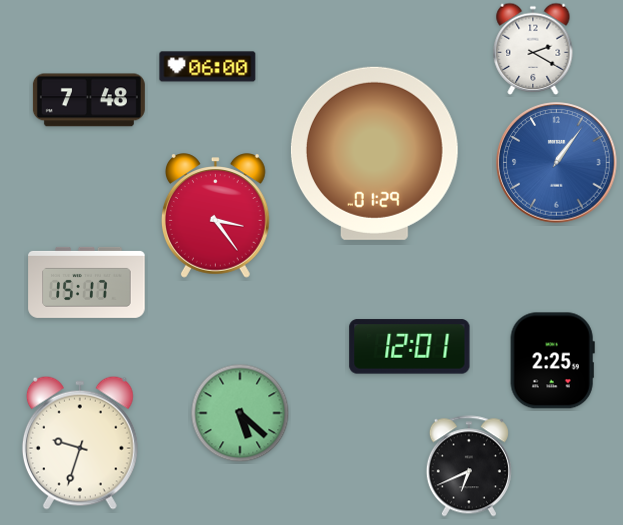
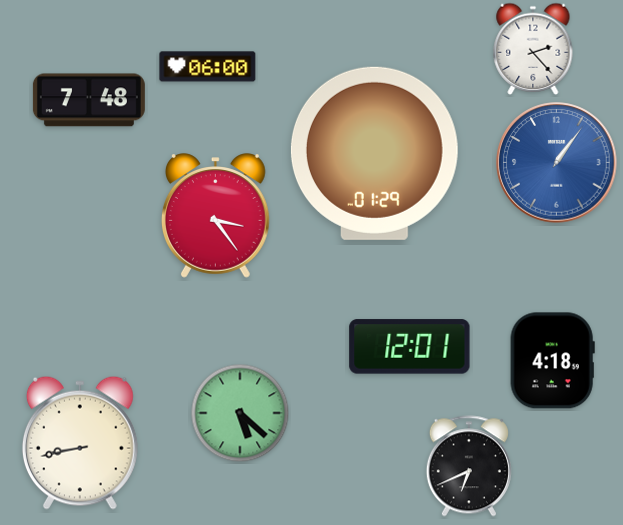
clock at (533, 49): 2:20 -> 2:23
clock at (87, 282): 15:17 -> none
clock at (552, 361): 2:25 -> 4:18
clock at (80, 443): 9:33 -> 8:43
